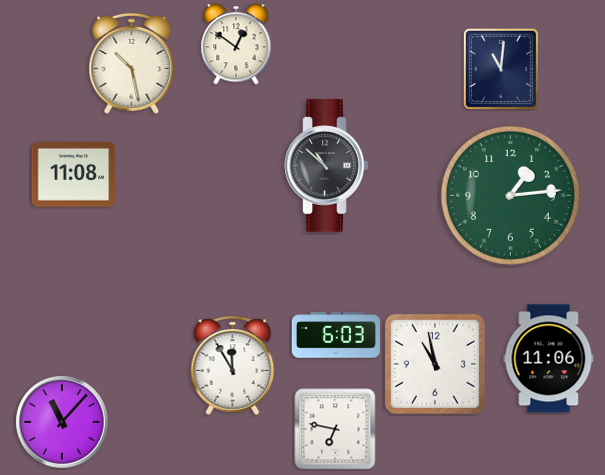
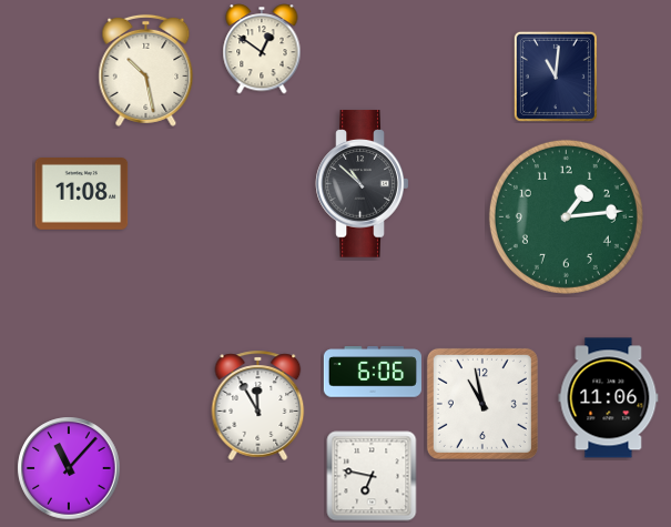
clock at (336, 335): 6:03 -> 6:06
